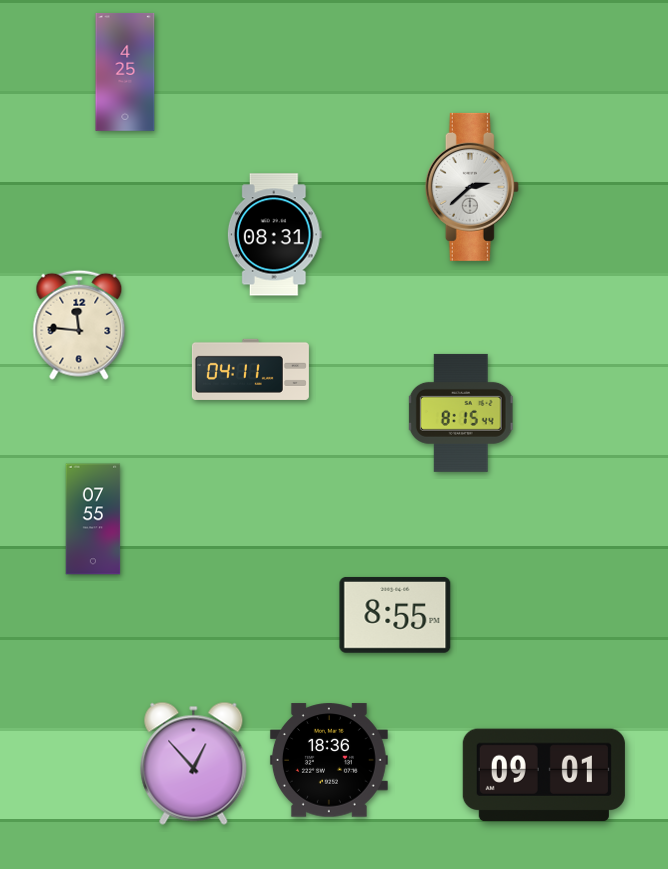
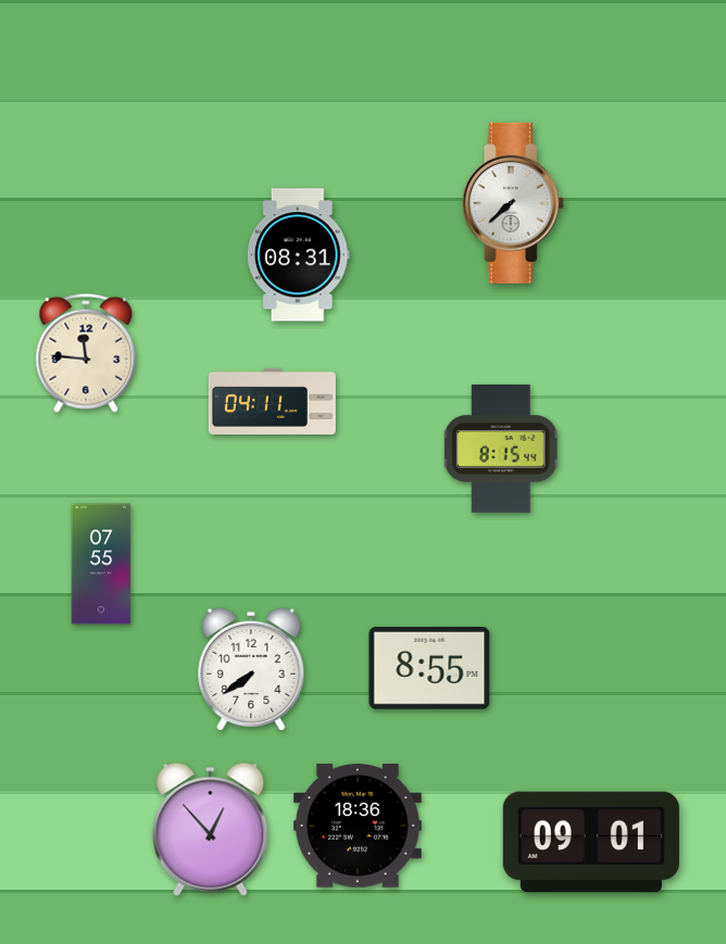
clock at (125, 72): 4:25 -> none
clock at (472, 187): 2:38 -> 7:38
clock at (251, 669): none -> 7:39
